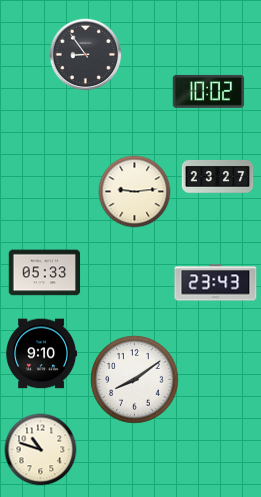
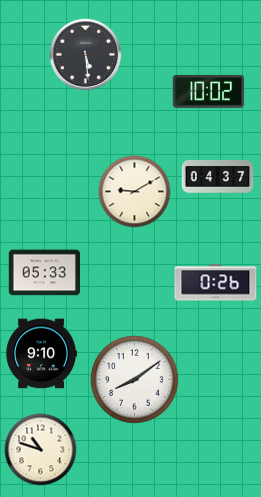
clock at (86, 55): 8:54 -> 5:29
clock at (218, 176): 23:27 -> 04:37
clock at (135, 192): 9:14 -> 9:10
clock at (216, 283): 23:43 -> 0:26
